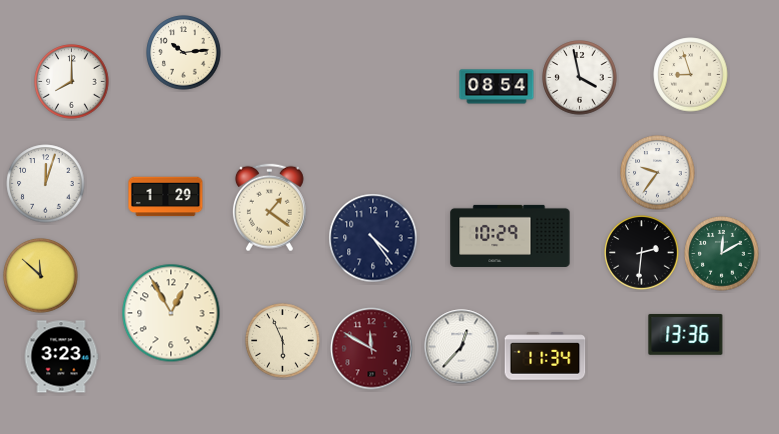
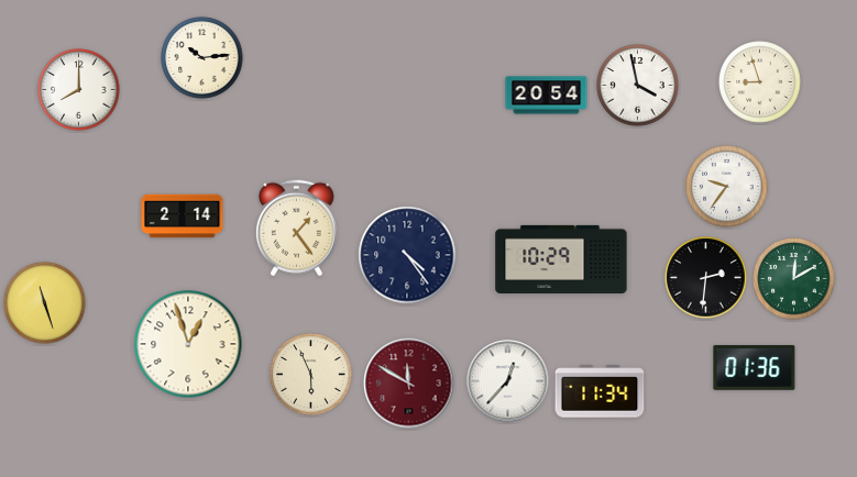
clock at (497, 87): 08:54 -> 20:54
clock at (658, 173) position: (658, 173) -> (727, 187)
clock at (46, 184): 12:03 -> none
clock at (166, 197): 1:29 -> 2:14
clock at (269, 208): 1:21 -> 1:24
clock at (373, 238) position: (373, 238) -> (407, 255)
clock at (41, 276): 11:52 -> 11:27
clock at (171, 313): 12:55 -> 12:57
clock at (686, 335): 13:36 -> 01:36
clock at (61, 357): 3:23 -> none
